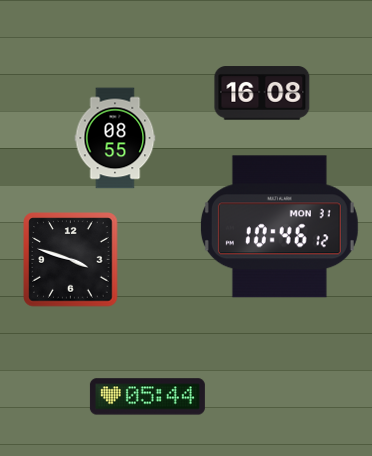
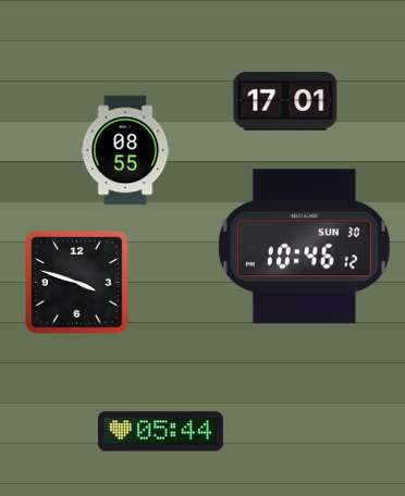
clock at (262, 93): 16:08 -> 17:01
clock at (279, 227) date: MON 31 -> SUN 30
